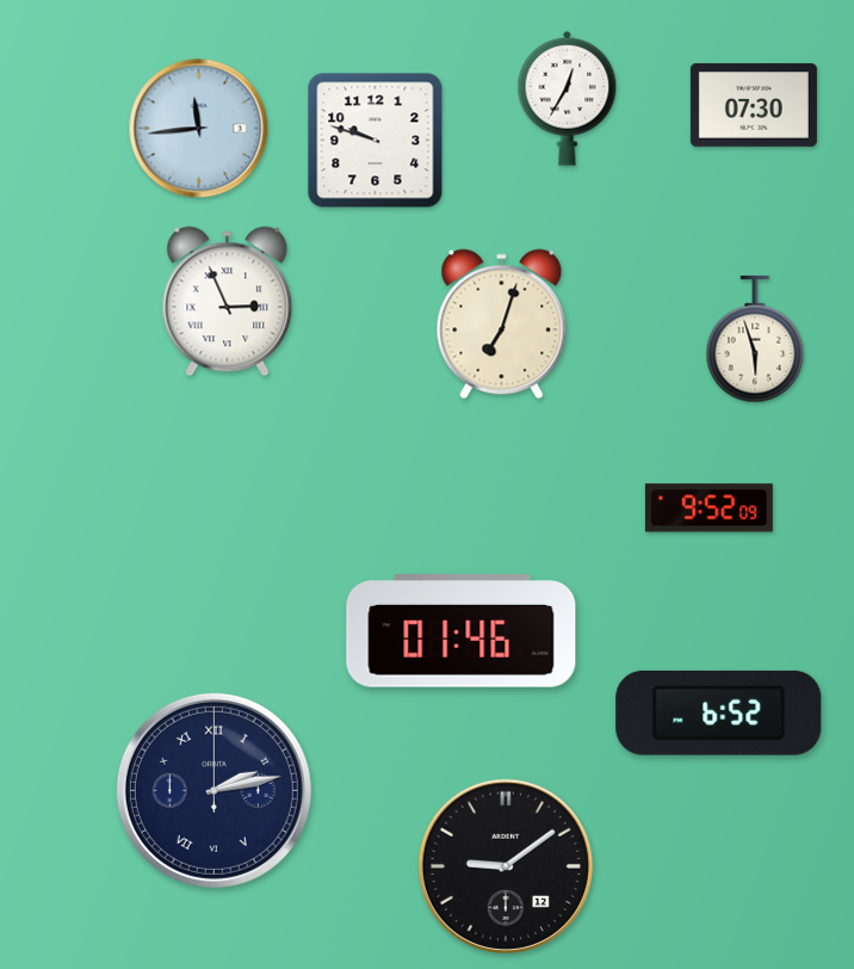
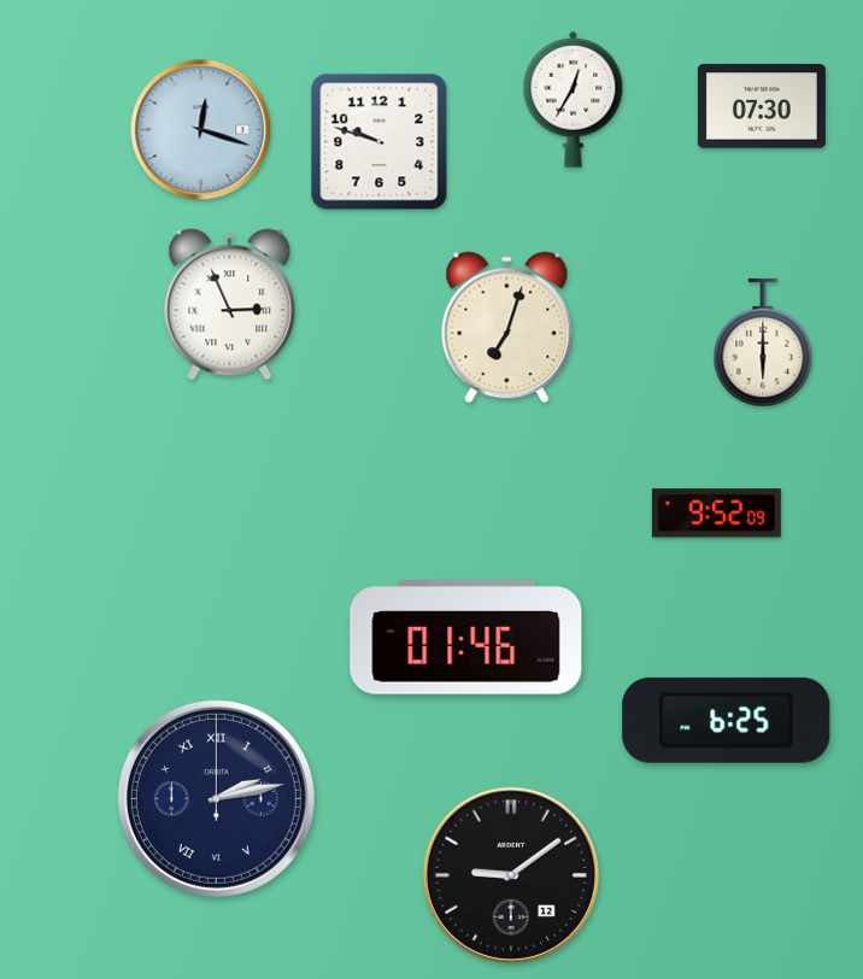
clock at (199, 129): 11:44 -> 12:18
clock at (755, 339): 5:57 -> 6:00
clock at (719, 712): 6:52 -> 6:25
